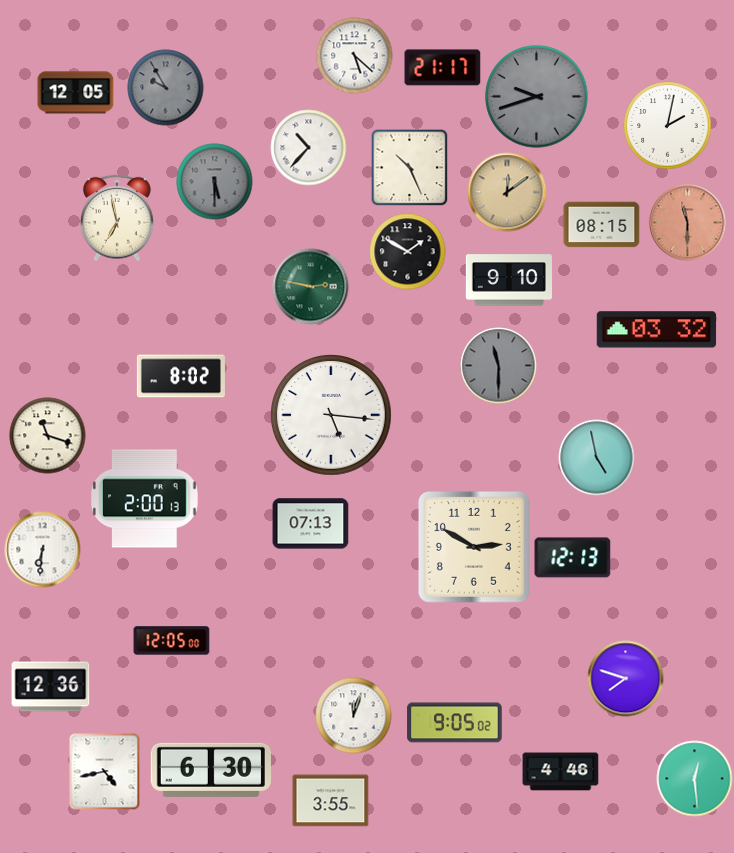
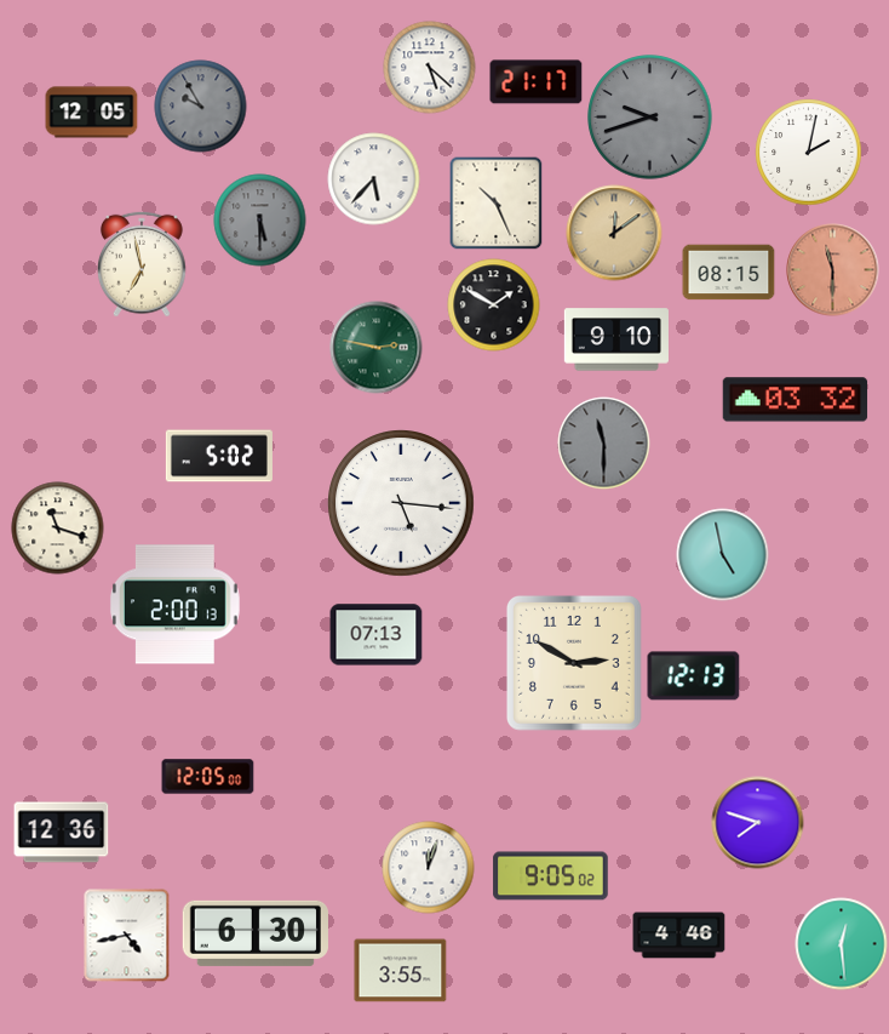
clock at (309, 148): 10:37 -> 5:37
clock at (181, 376): 8:02 -> 5:02
clock at (43, 550): 6:31 -> none
